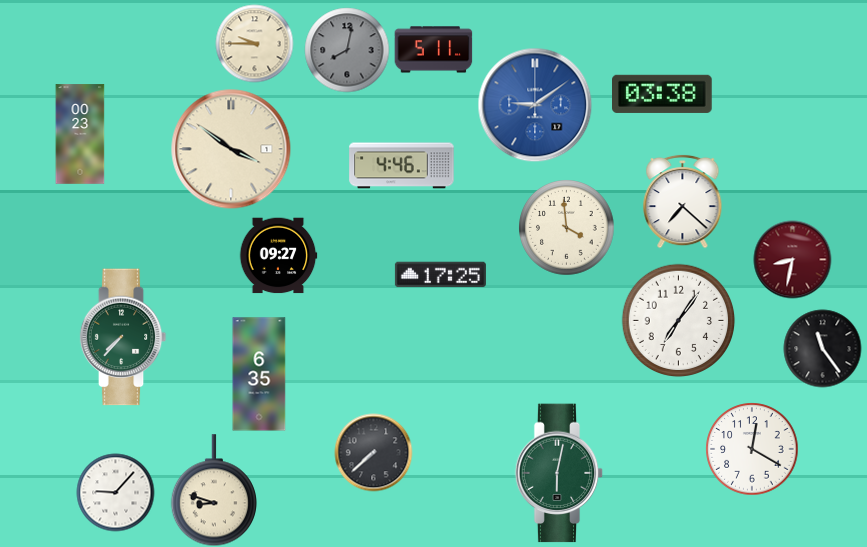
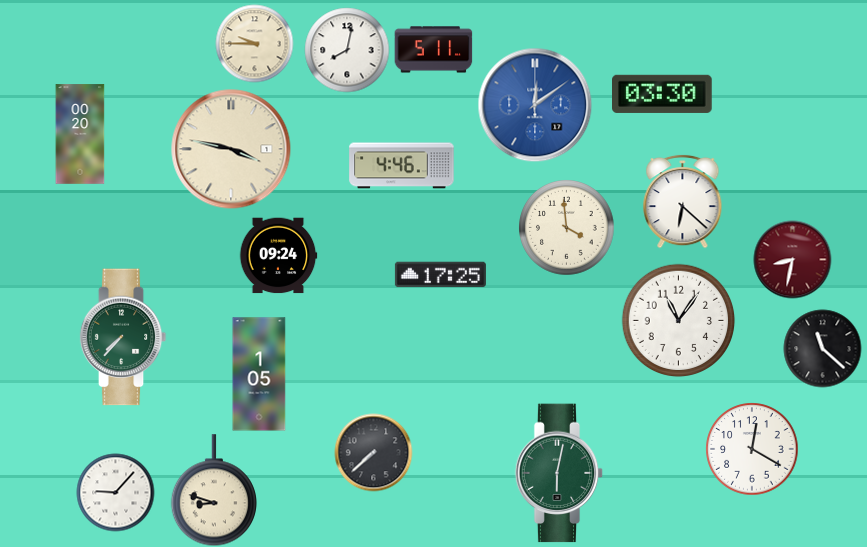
clock at (347, 50) dial: grey -> white
clock at (663, 94): 03:38 -> 03:30
clock at (535, 105): 9:09 -> 12:09
clock at (80, 134): 00:23 -> 00:20
clock at (231, 149): 3:51 -> 3:47
clock at (683, 201): 7:22 -> 6:22
clock at (278, 256): 09:27 -> 09:24
clock at (678, 320): 7:06 -> 11:06
clock at (822, 348): 11:24 -> 11:22
clock at (259, 374): 6:35 -> 1:05
